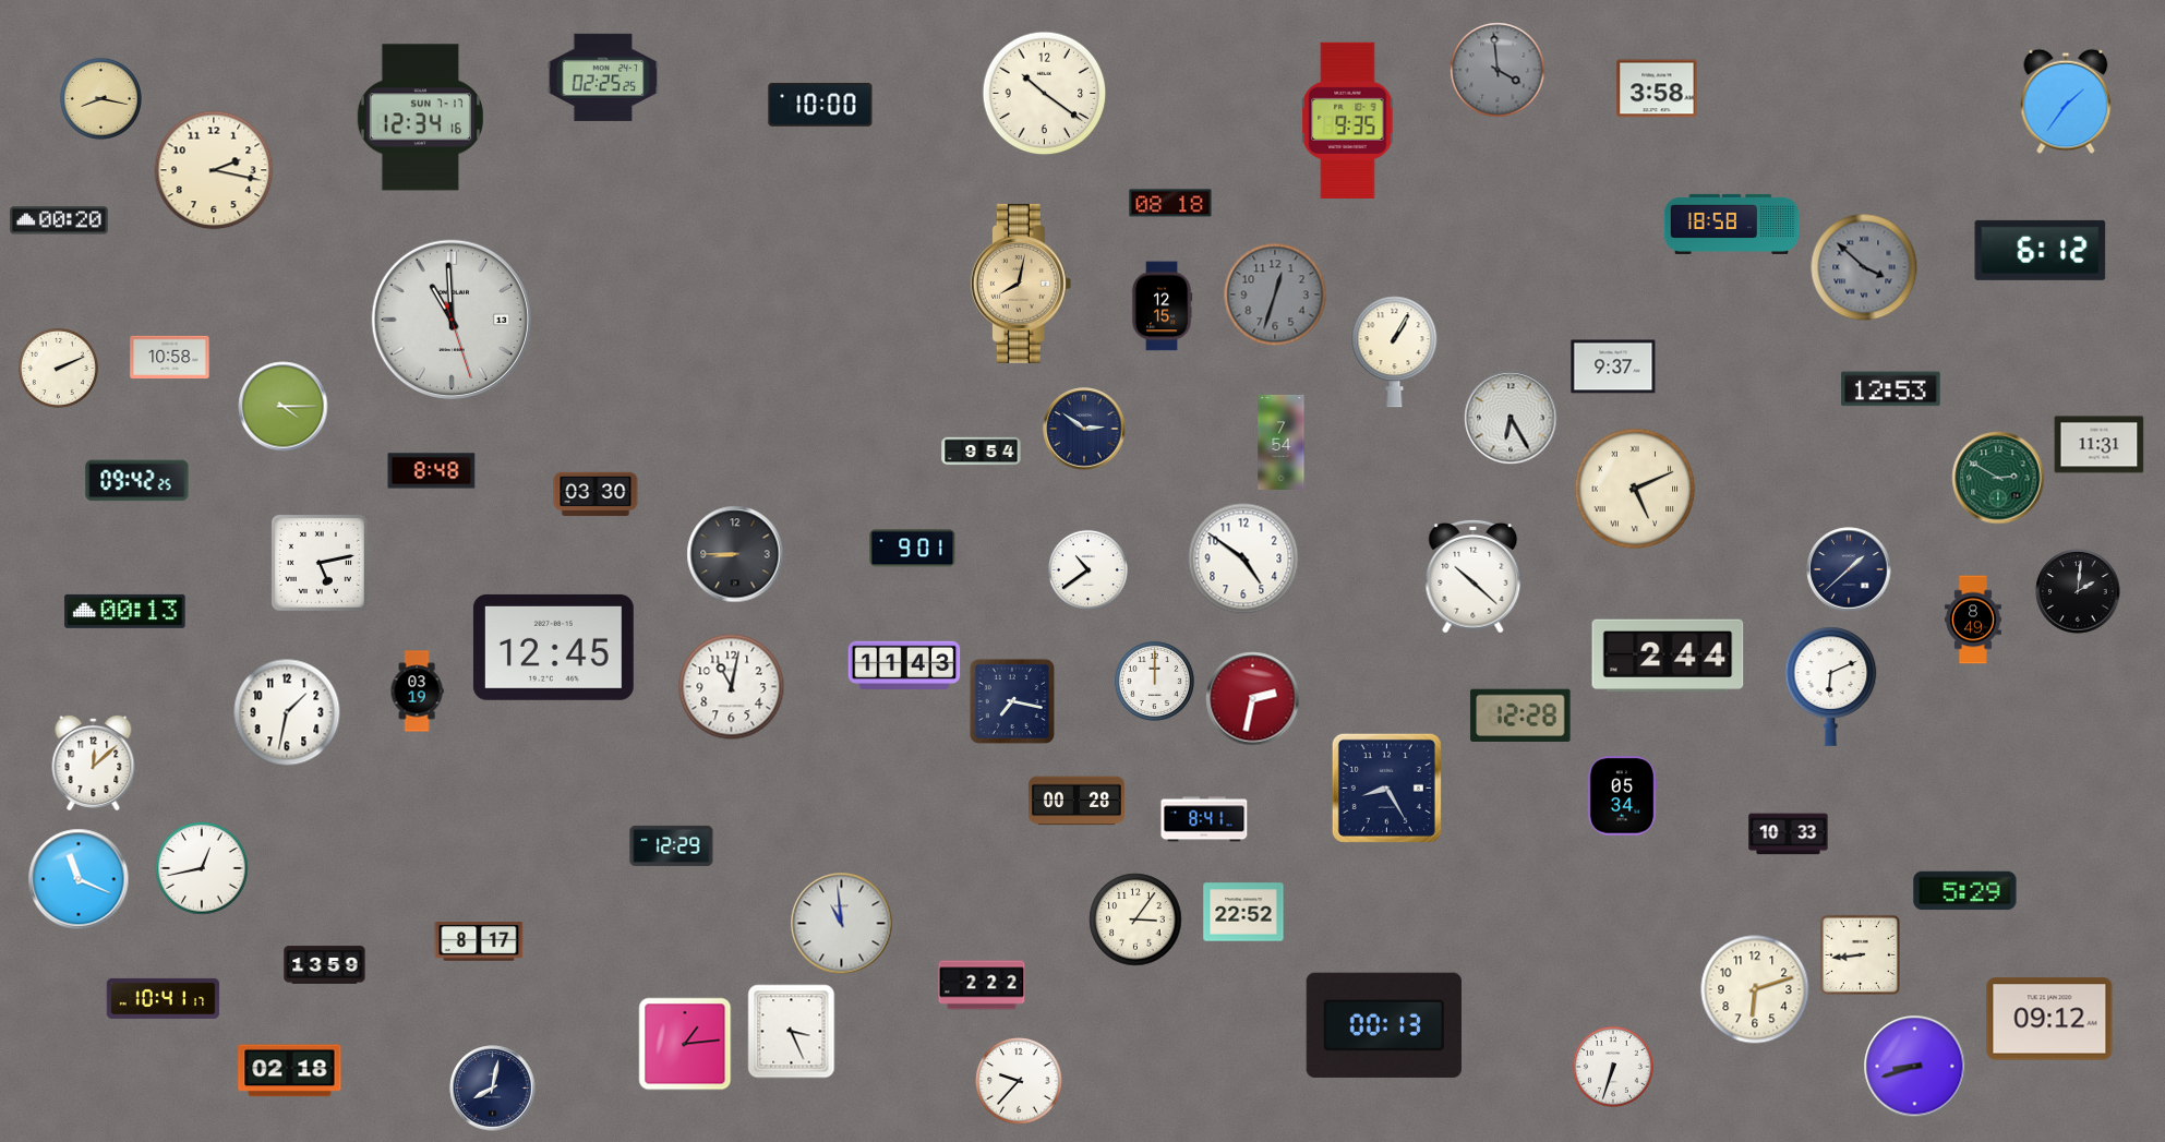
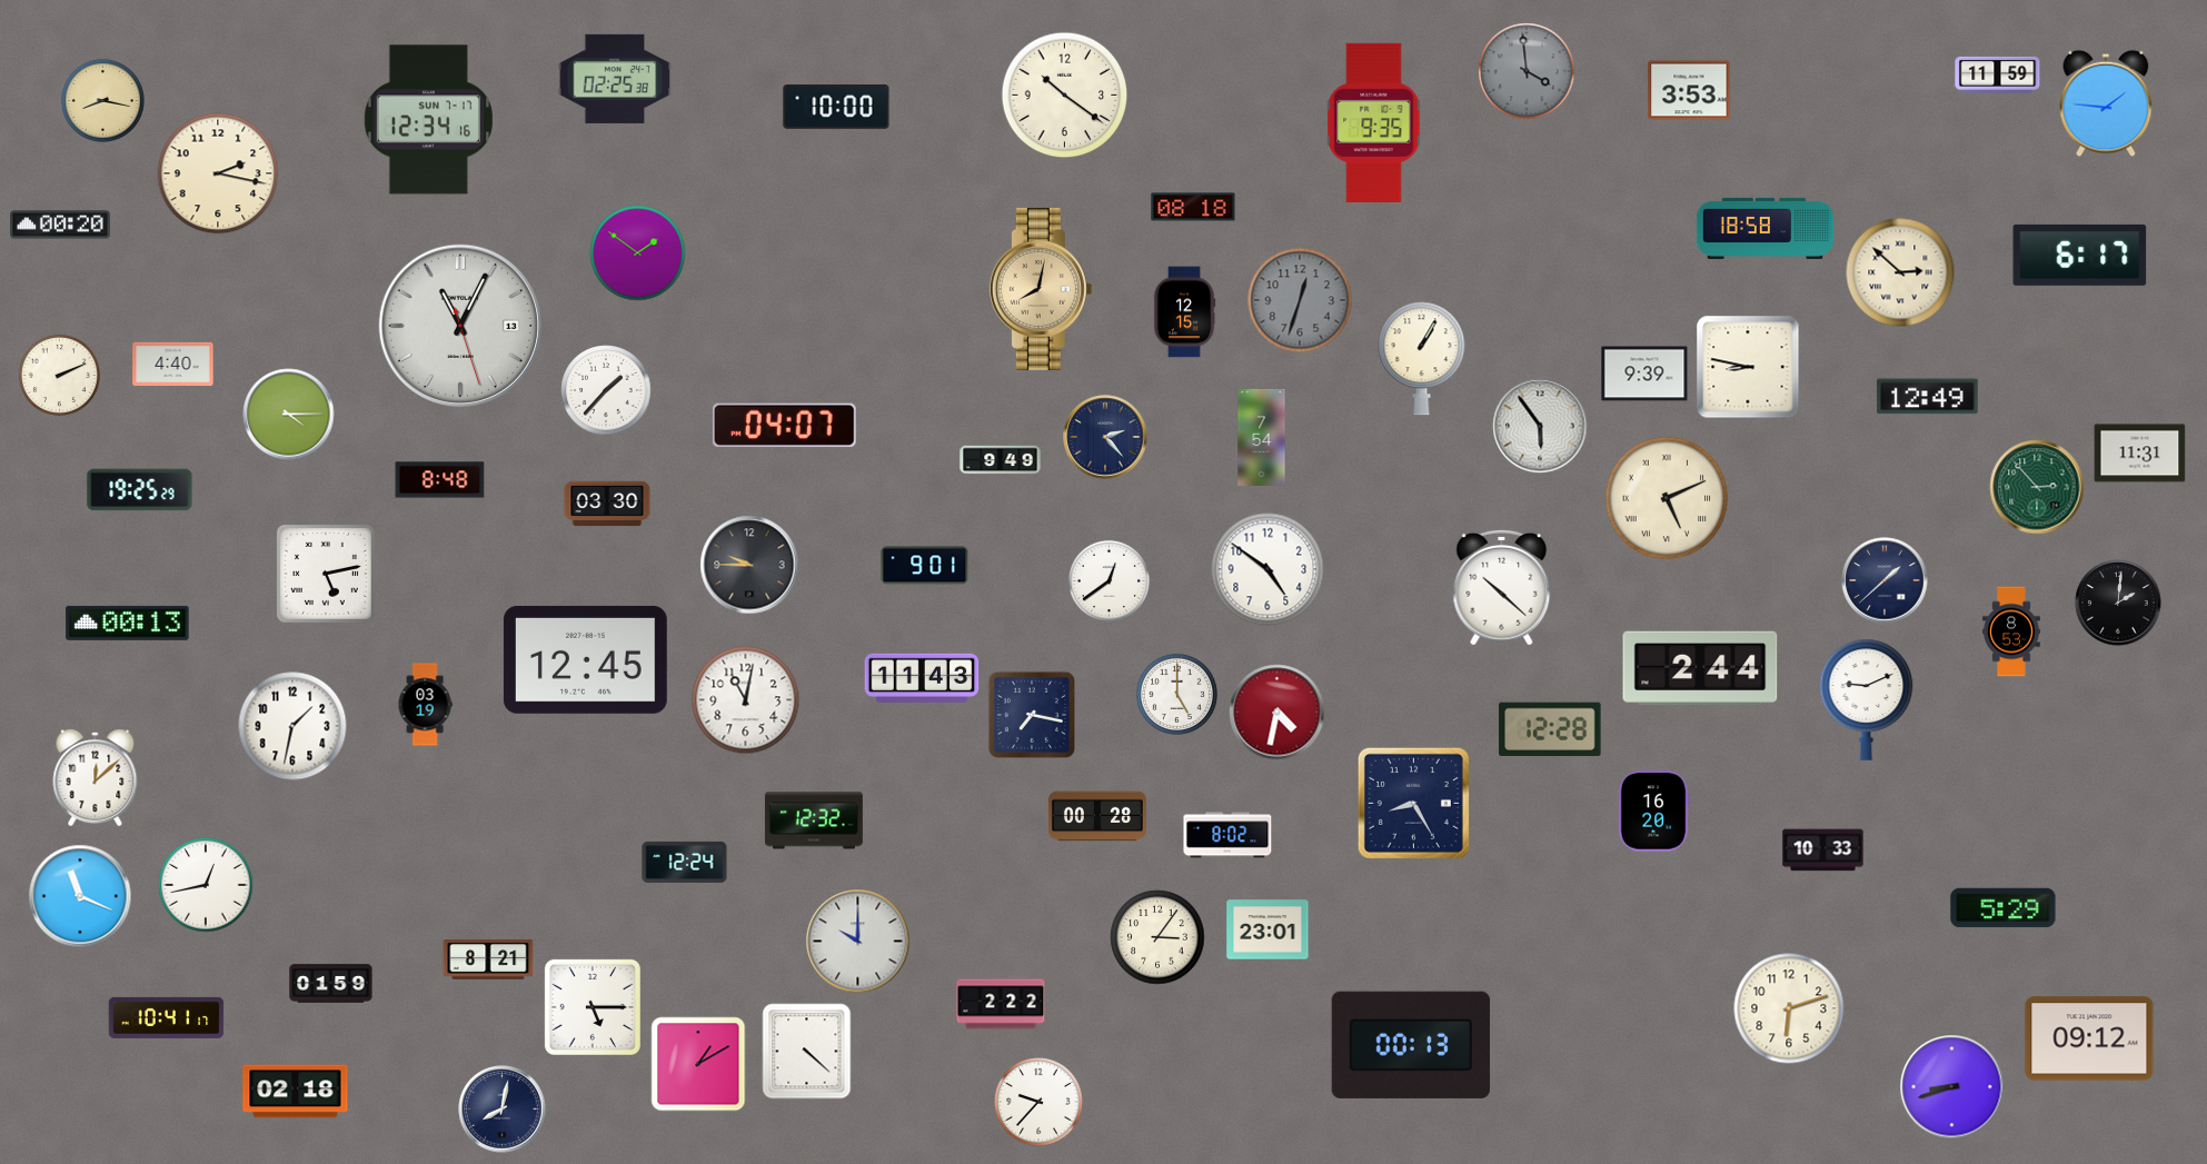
clock at (1998, 74): none -> 11:59
clock at (603, 77): 02:25:25 -> 02:25:38
clock at (1657, 88): 3:58 -> 3:53
clock at (2066, 101): 1:36 -> 1:46
clock at (638, 253): none -> 1:51
clock at (2041, 250): 6:12 -> 6:17
clock at (1864, 267): 3:52 -> 2:52
clock at (1864, 267) dial: grey -> cream
clock at (452, 320): 10:59 -> 11:04
clock at (170, 357): 10:58 -> 4:40
clock at (1748, 367): none -> 8:47
clock at (1613, 366): 9:37 -> 9:39
clock at (606, 390): none -> 1:37
clock at (1891, 389): 12:53 -> 12:49
clock at (784, 425): none -> 04:07
clock at (1511, 418): 6:25 -> 5:54
clock at (1084, 429): 2:51 -> 2:23
clock at (1282, 442) position: (1282, 442) -> (1262, 437)
clock at (982, 452): 9:54 -> 9:49
clock at (1998, 478): 2:50 -> 2:53
clock at (137, 481): 09:42 -> 19:25
clock at (913, 549) position: (913, 549) -> (925, 566)
clock at (735, 554): 8:45 -> 9:45
clock at (1087, 569): 10:39 -> 12:39
clock at (1973, 620): 8:49 -> 8:53
clock at (553, 647) position: (553, 647) -> (585, 659)
clock at (1154, 681): 12:00 -> 5:00
clock at (1831, 686): 6:11 -> 9:11
clock at (1253, 699): 2:32 -> 4:32
clock at (1622, 796): 05:34 -> 16:20
clock at (814, 820): none -> 12:32
clock at (1204, 819): 8:41 -> 8:02
clock at (672, 845): 12:29 -> 12:24
clock at (1243, 912): 22:52 -> 23:01
clock at (842, 924): 10:59 -> 10:00
clock at (479, 941): 8:17 -> 8:21
clock at (1860, 954): 8:44 -> none
clock at (325, 965): 13:59 -> 01:59
clock at (593, 1007): none -> 5:15
clock at (792, 1032): 3:26 -> 4:22
clock at (685, 1044): 1:14 -> 1:10
clock at (1613, 1067): 6:33 -> none
